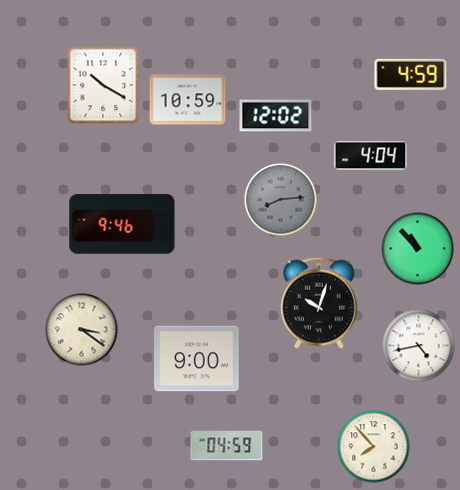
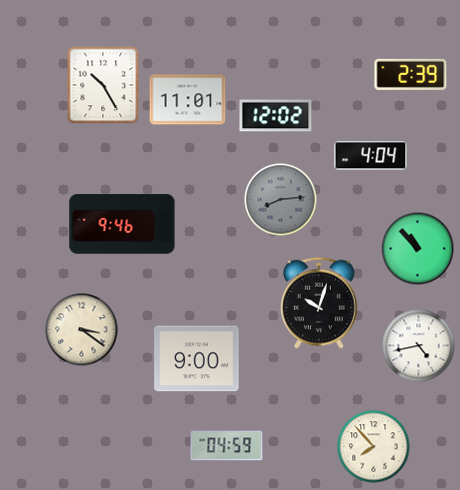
clock at (411, 74): 4:59 -> 2:39
clock at (103, 85): 10:20 -> 10:25
clock at (188, 100): 10:59 -> 11:01
